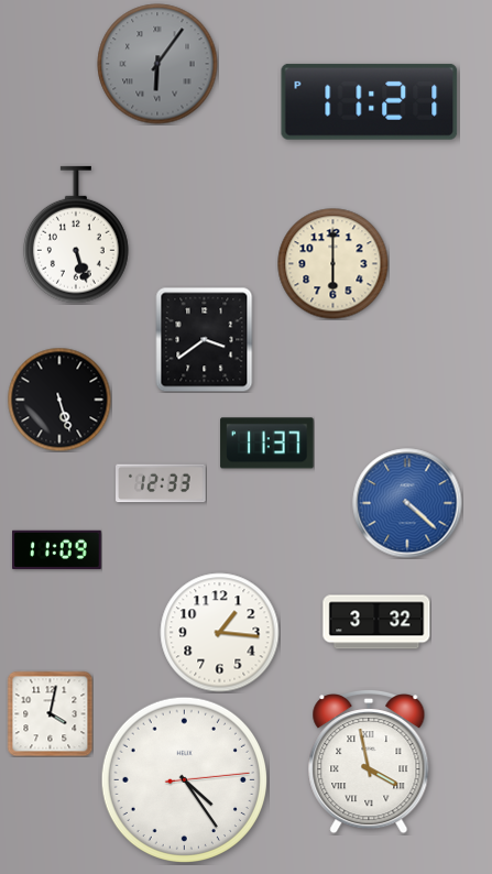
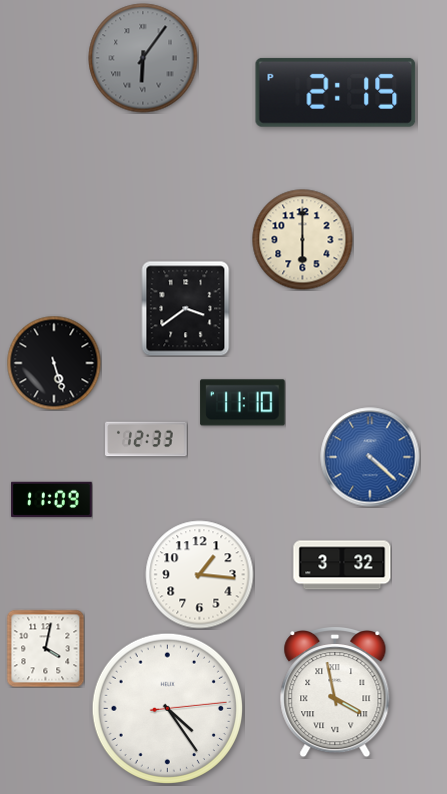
clock at (370, 101): 11:21 -> 2:15
clock at (76, 234): 5:27 -> none
clock at (267, 444): 11:37 -> 11:10
